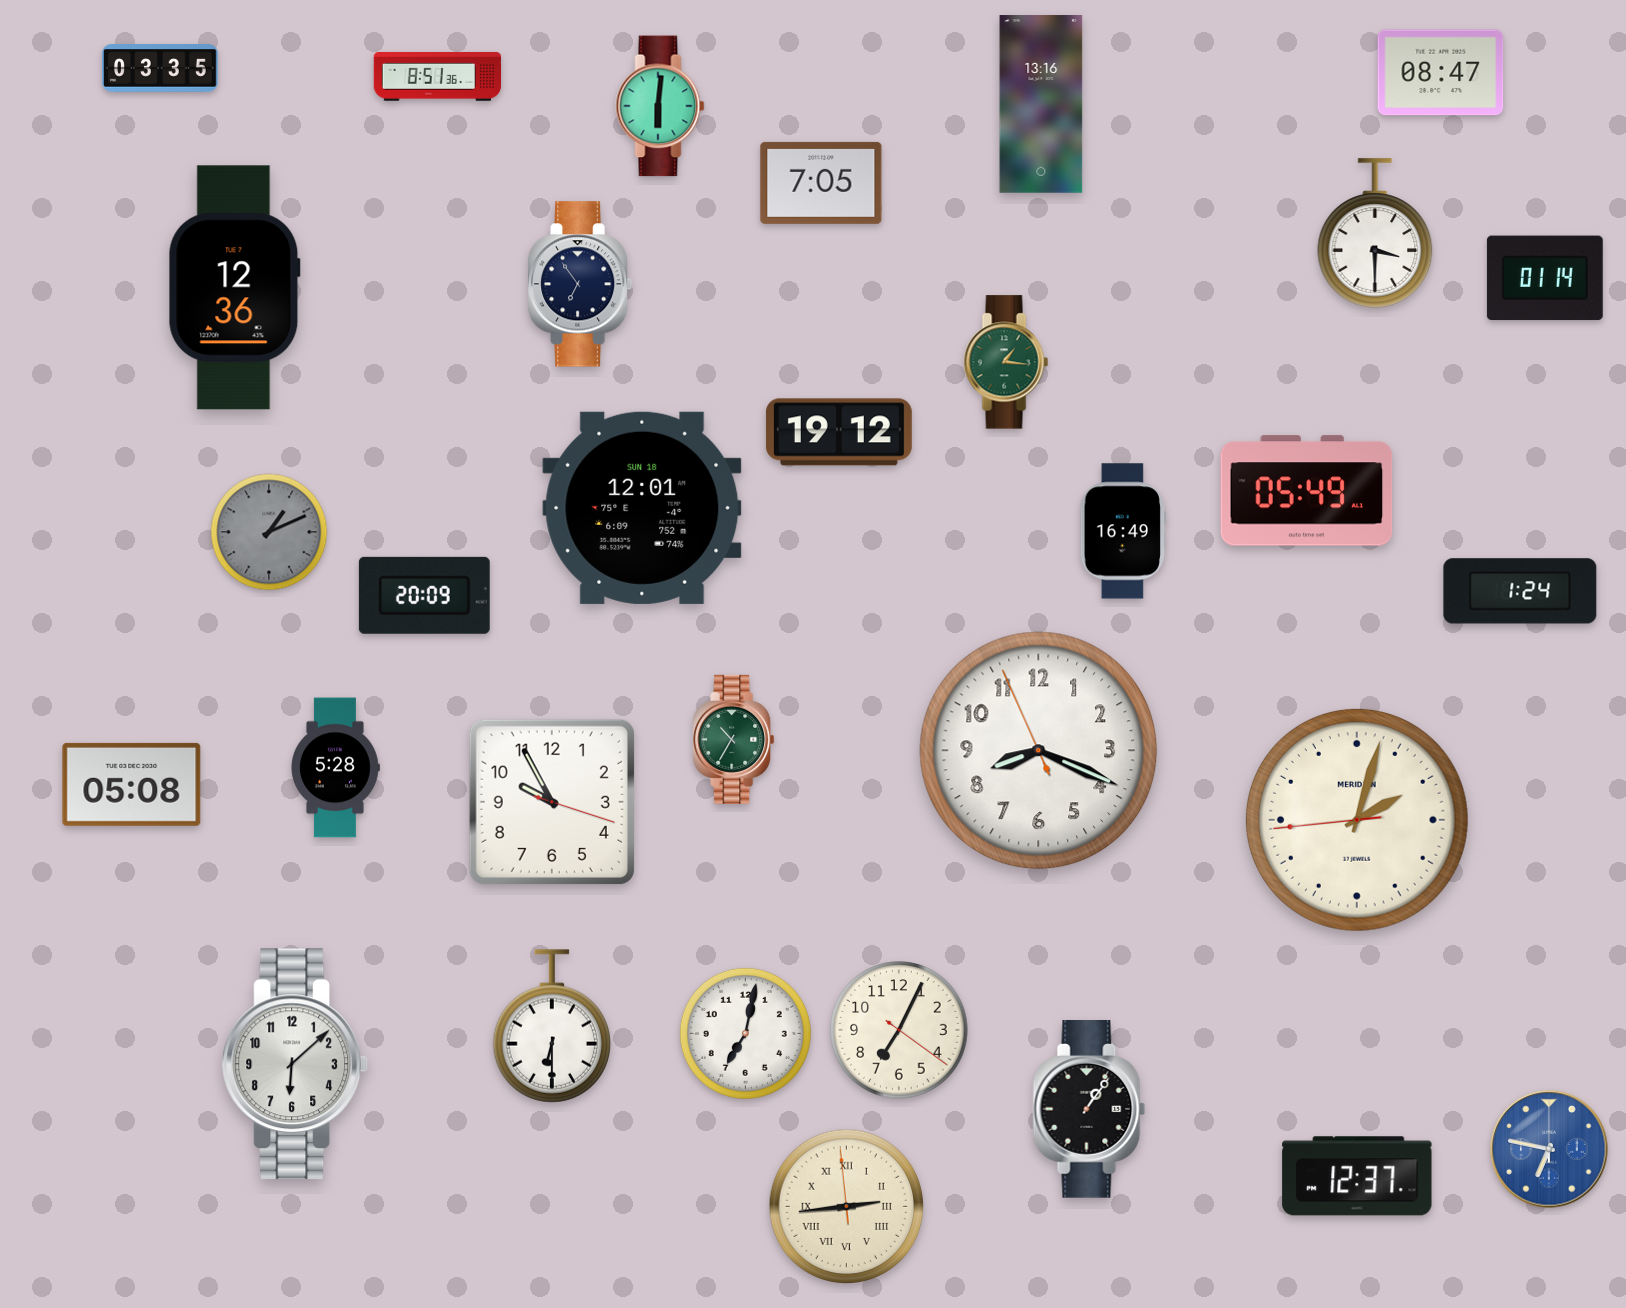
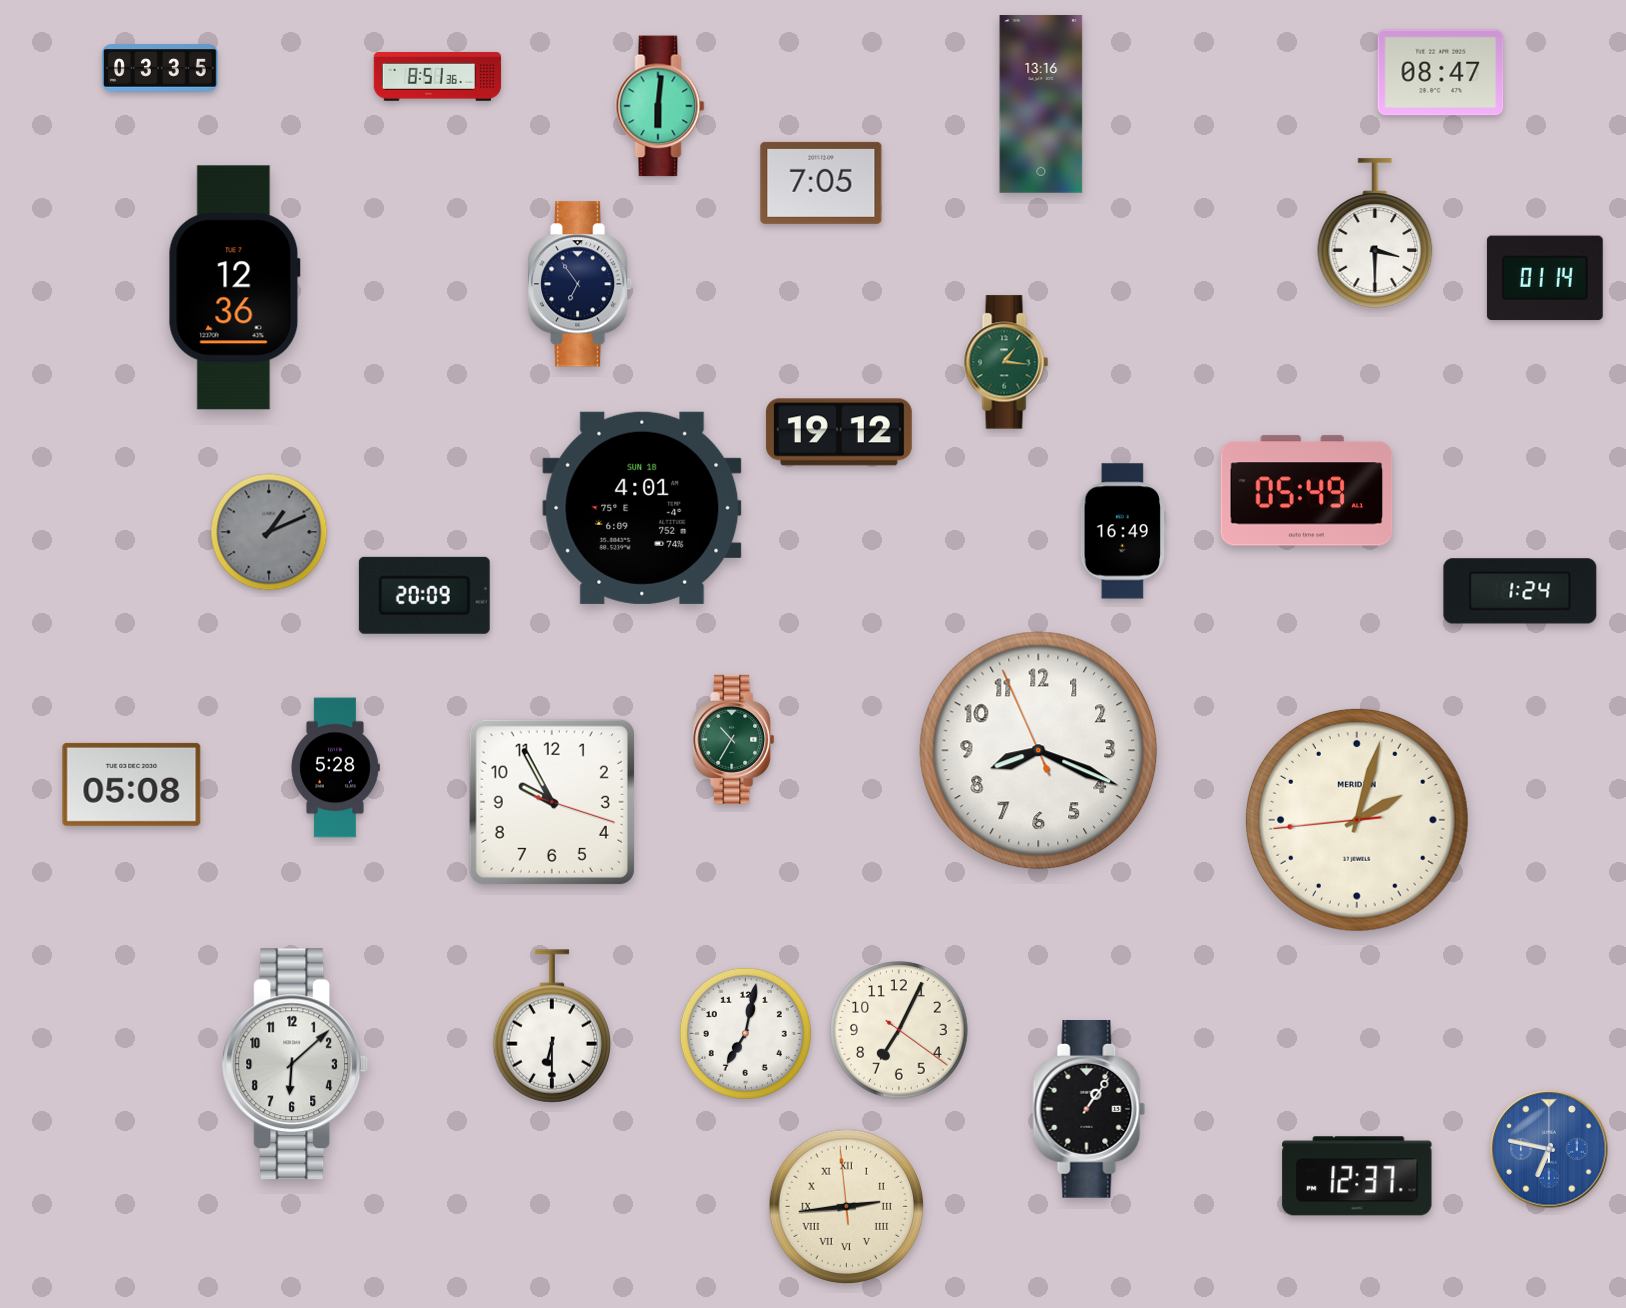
clock at (642, 508): 12:01 -> 4:01
